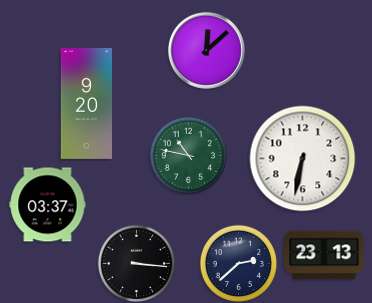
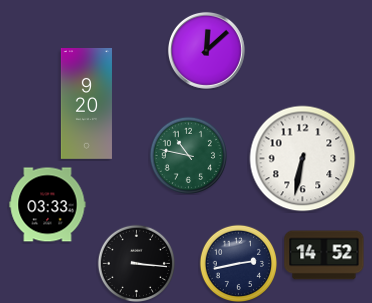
clock at (48, 205): 03:37 -> 03:33
clock at (324, 255): 23:13 -> 14:52
clock at (238, 263): 2:38 -> 2:43
